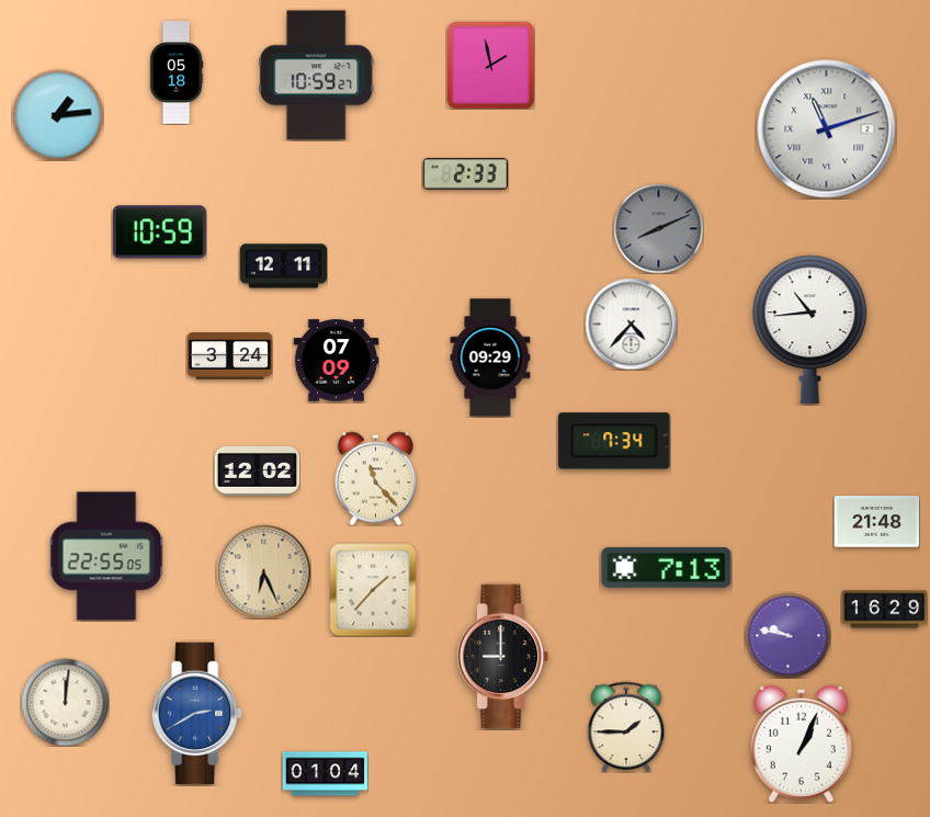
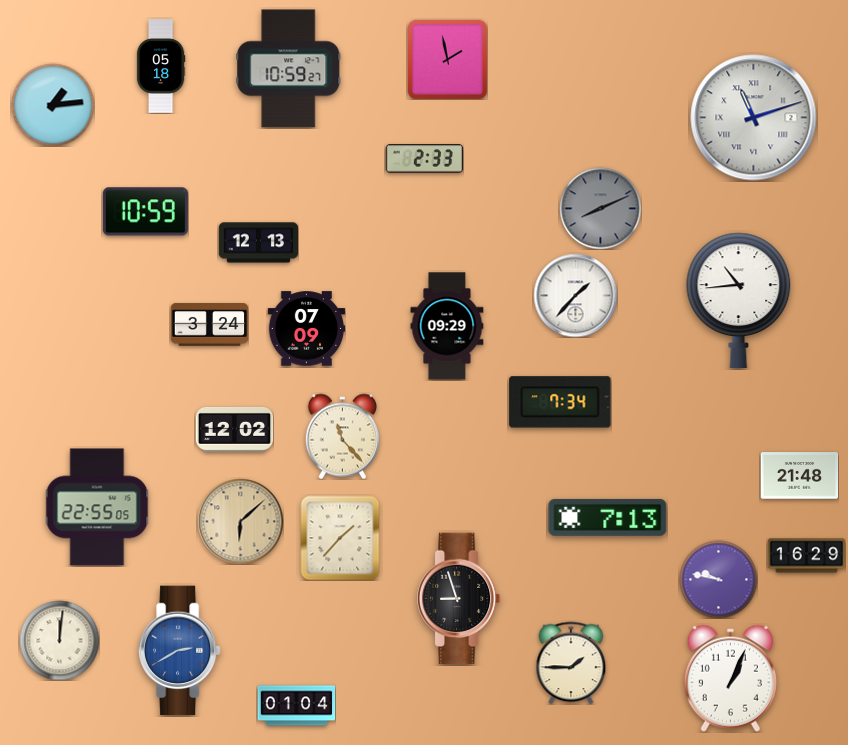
clock at (283, 266): 12:11 -> 12:13
clock at (631, 324): 4:37 -> 1:37
clock at (263, 571): 6:26 -> 6:08
clock at (503, 657): 9:00 -> 8:57
